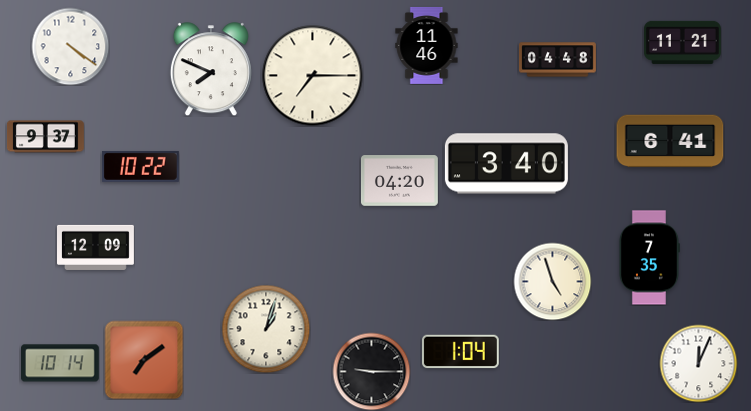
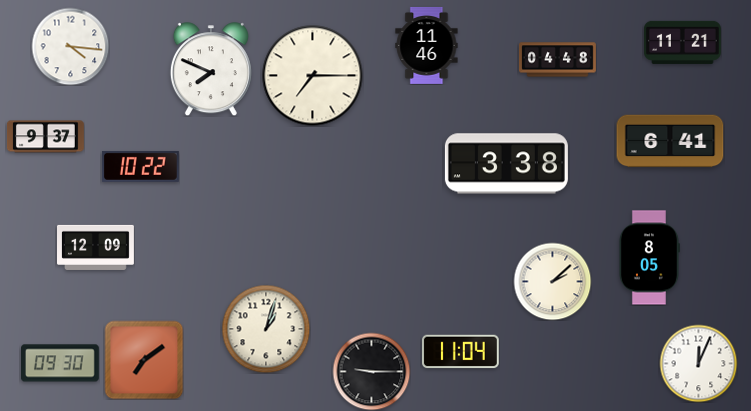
clock at (70, 46): 4:21 -> 4:16
clock at (506, 164): 3:40 -> 3:38
clock at (399, 181): 04:20 -> none
clock at (649, 258): 7:35 -> 8:05
clock at (552, 281): 4:57 -> 2:08
clock at (460, 352): 1:04 -> 11:04
clock at (61, 363): 10:14 -> 09:30
